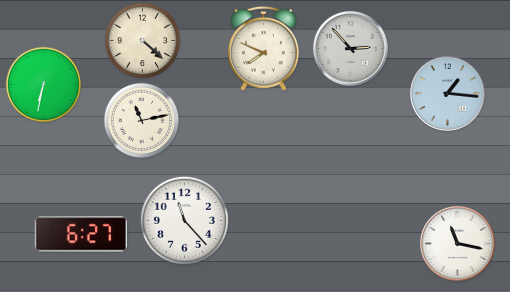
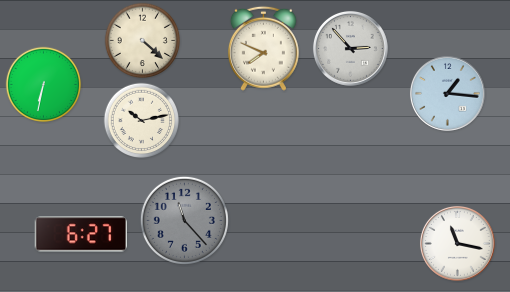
clock at (142, 121): 11:13 -> 10:13
clock at (184, 220) dial: white -> grey
